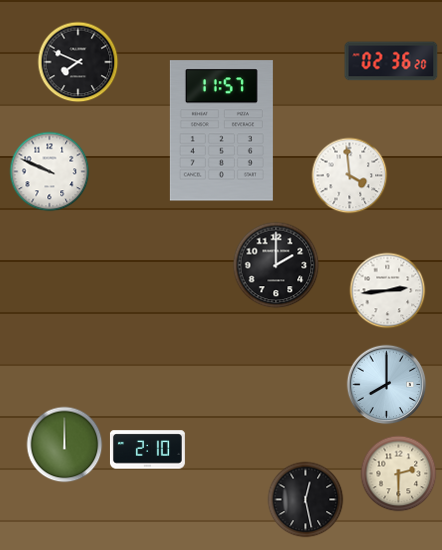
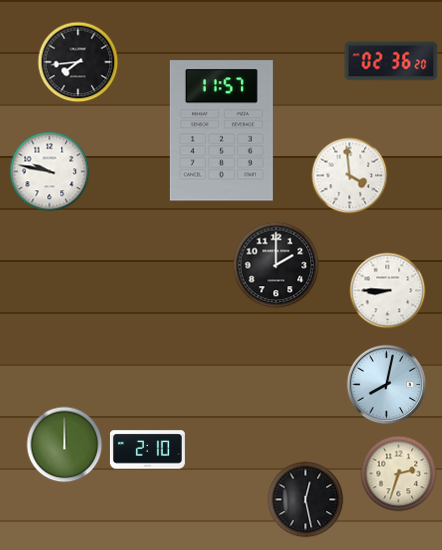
clock at (78, 62): 7:49 -> 7:44
clock at (50, 172): 9:49 -> 9:47
clock at (388, 291): 2:44 -> 8:45
clock at (387, 385): 8:00 -> 8:02
clock at (399, 474): 2:30 -> 2:33
